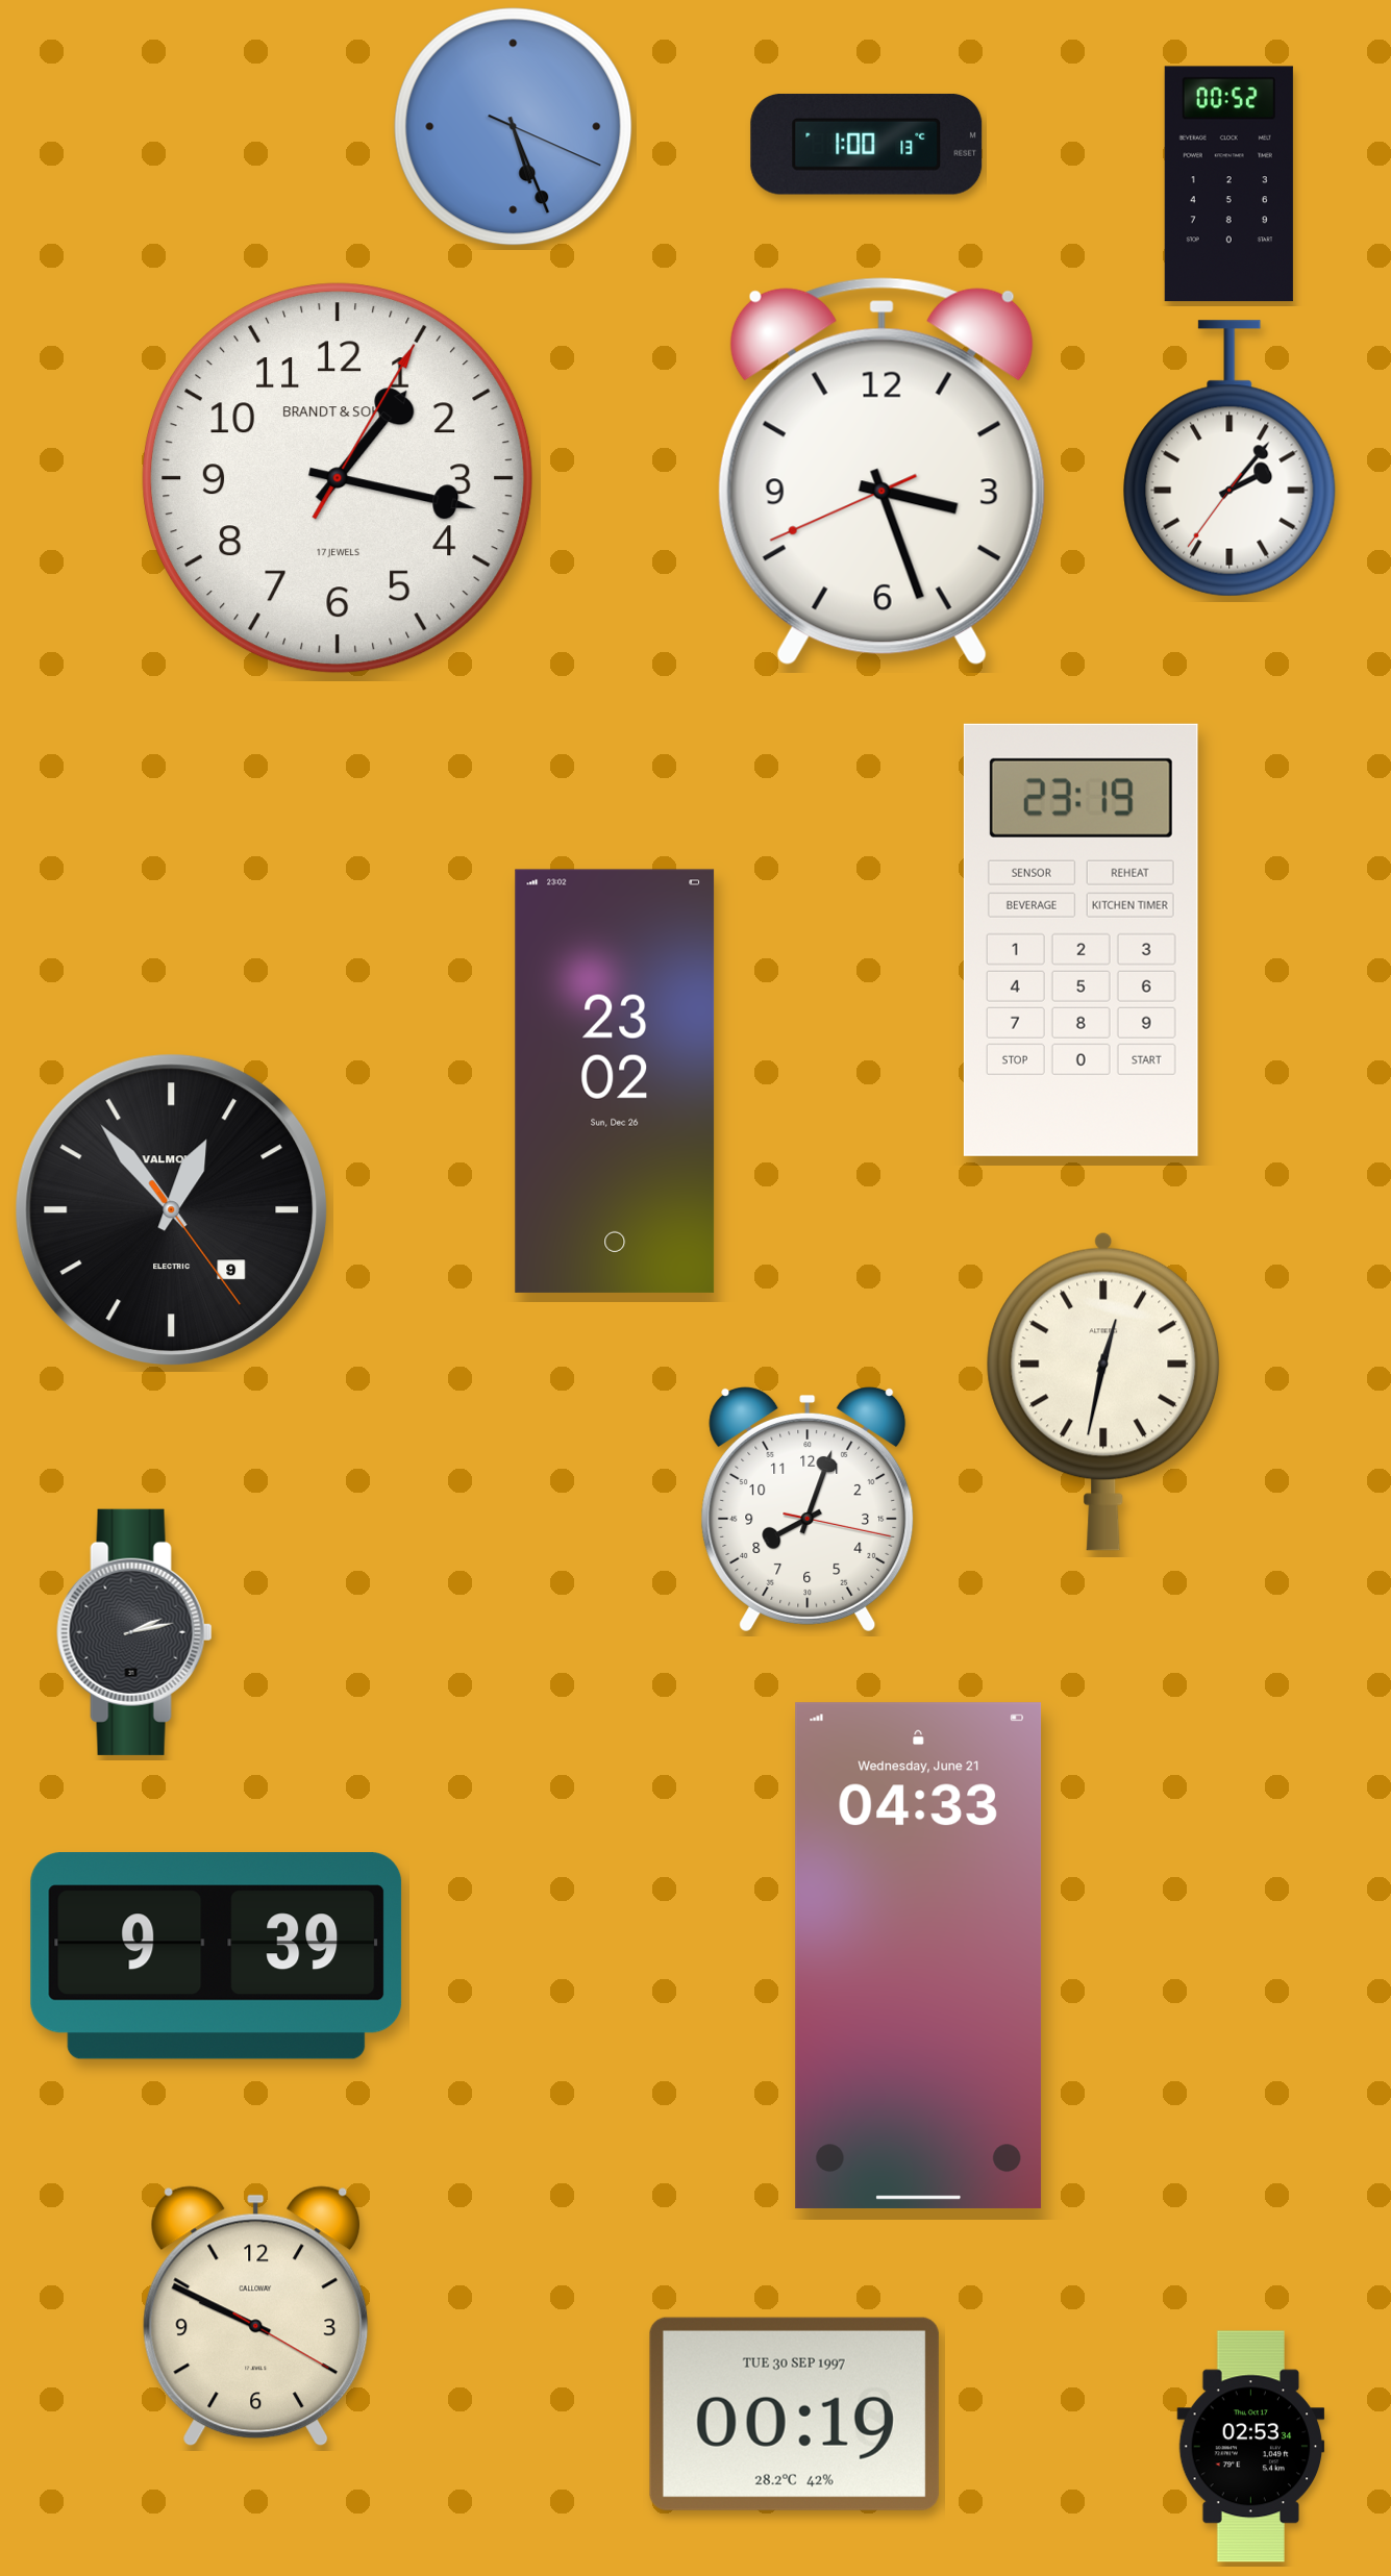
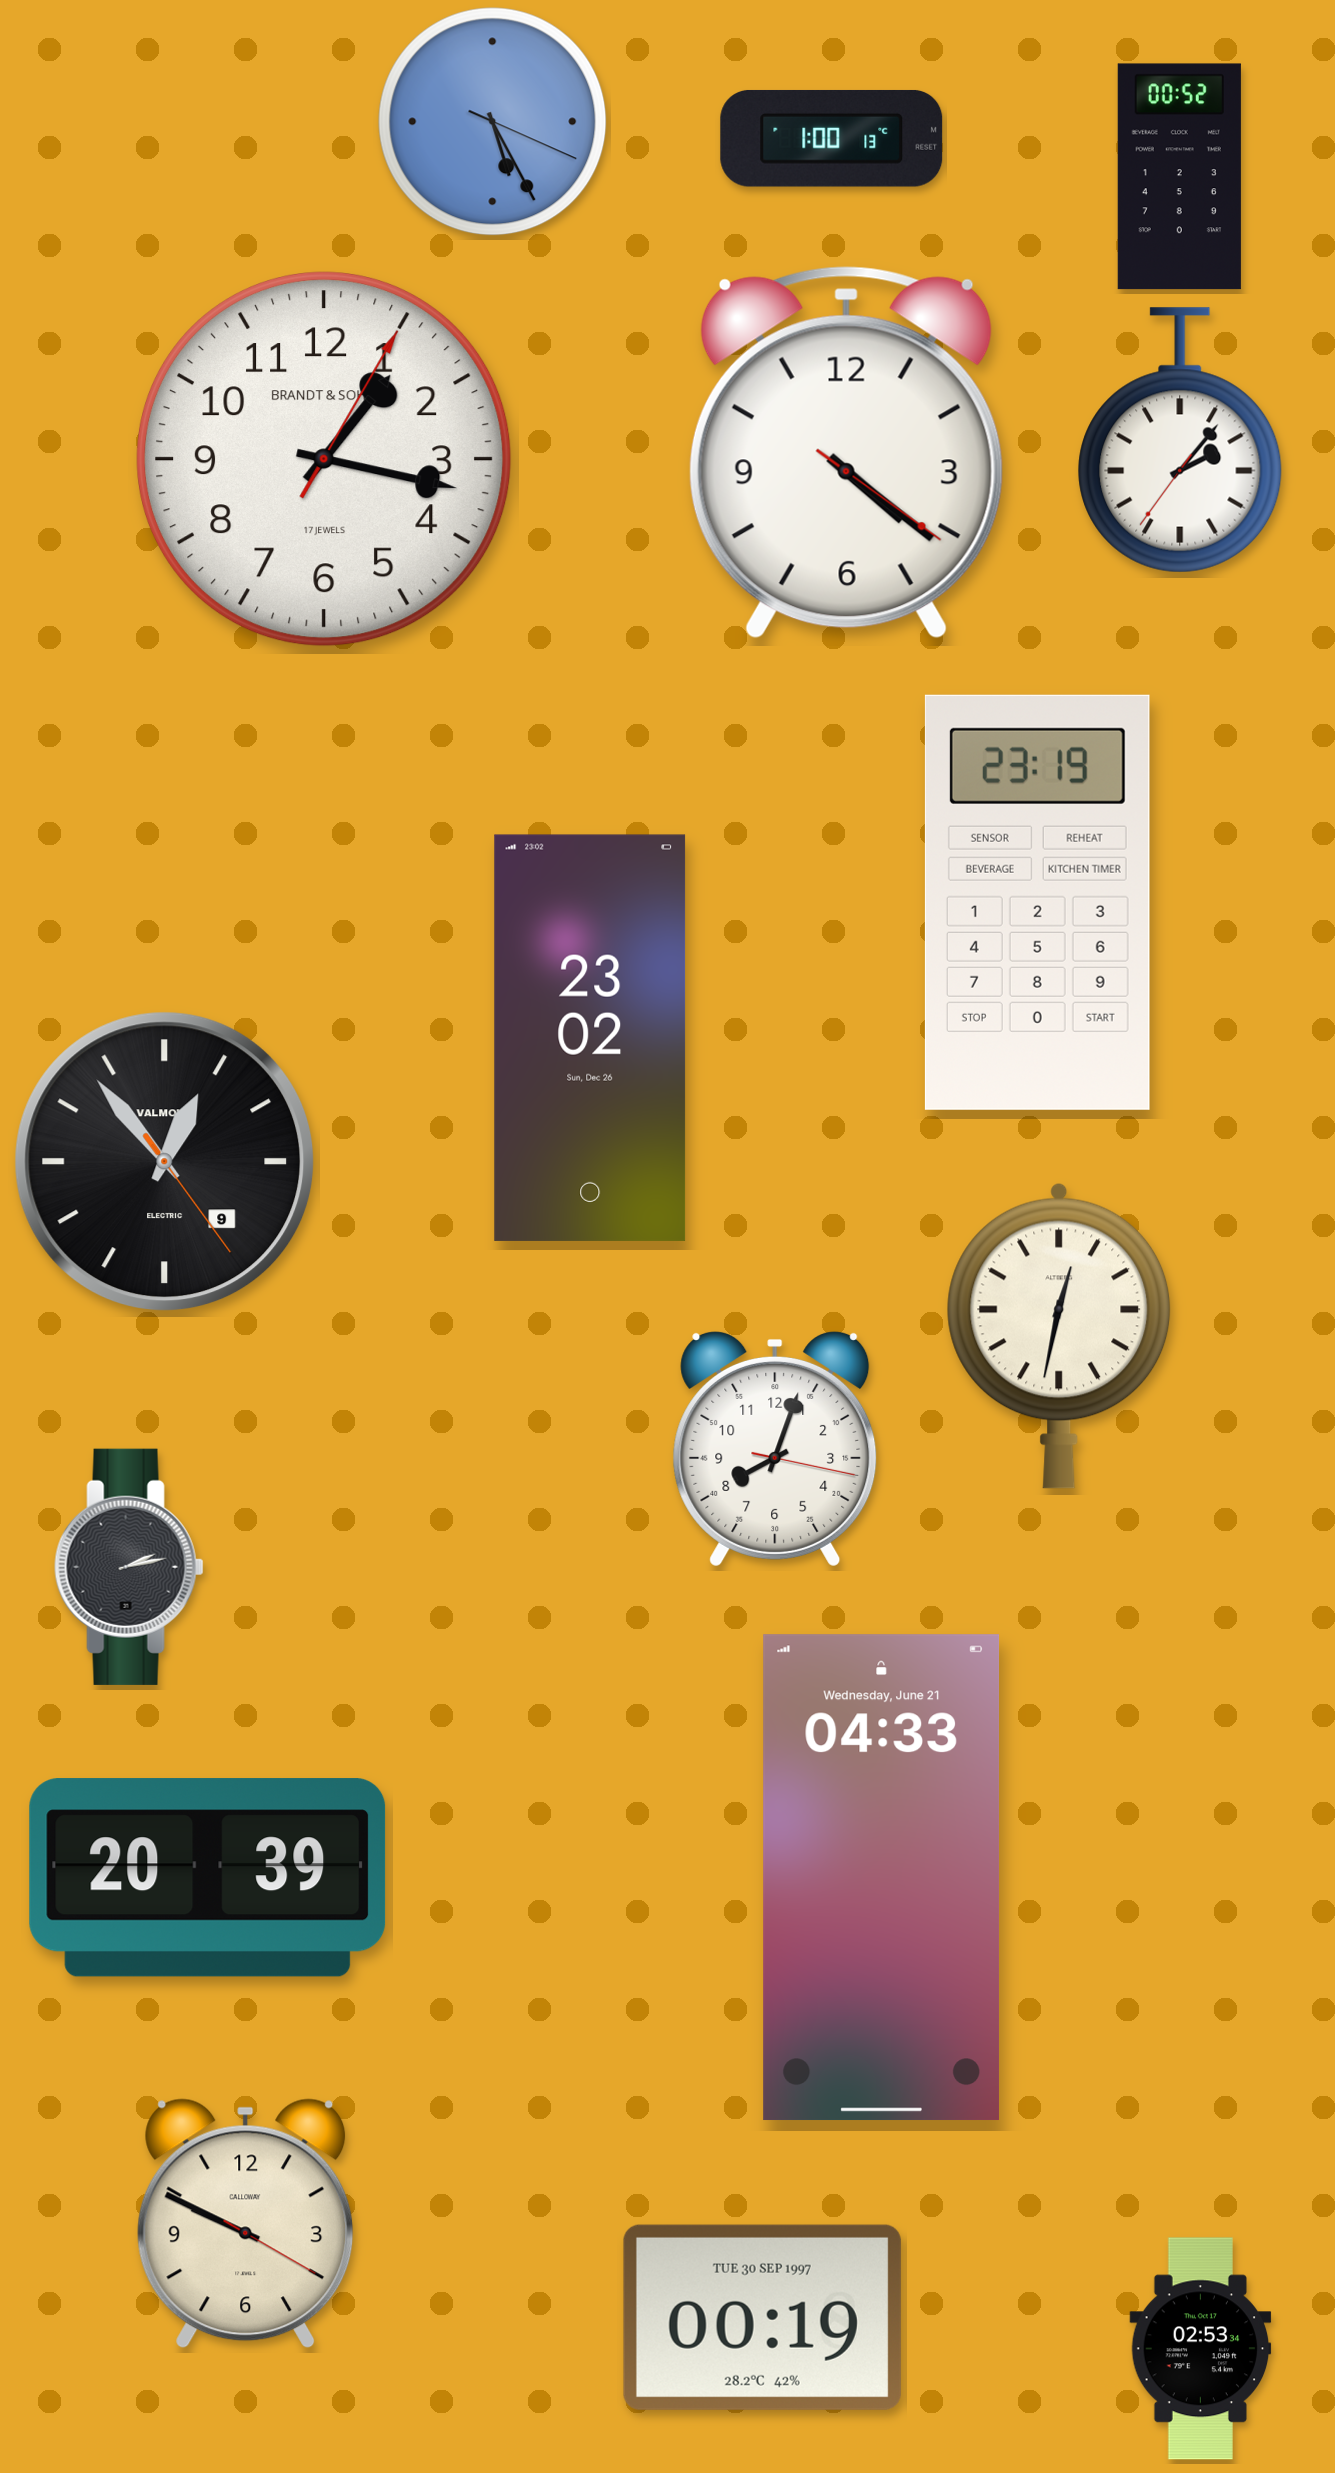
clock at (514, 127): 5:26 -> 5:25
clock at (881, 472): 3:26 -> 4:21
clock at (217, 1956): 9:39 -> 20:39
